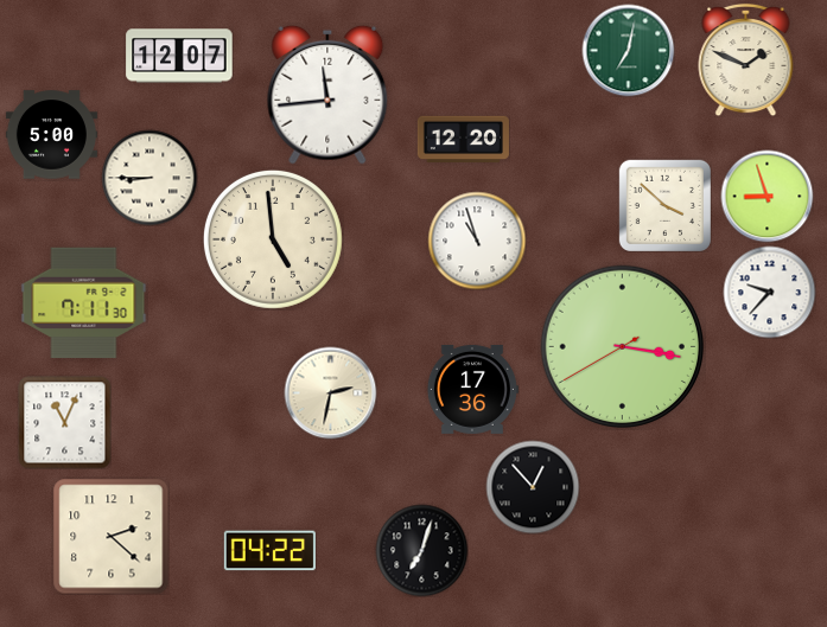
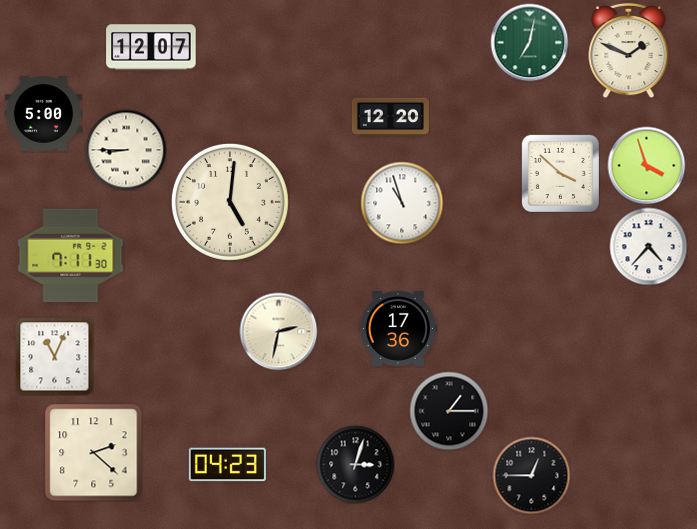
clock at (327, 95): 11:44 -> none
clock at (766, 196): 8:57 -> 3:57
clock at (273, 239): 4:59 -> 5:01
clock at (769, 292): 9:37 -> 4:37
clock at (623, 347): 3:16 -> none
clock at (533, 487): 12:53 -> 1:15
clock at (421, 550): 7:03 -> 3:03
clock at (269, 551): 04:22 -> 04:23
clock at (531, 475): none -> 12:45
